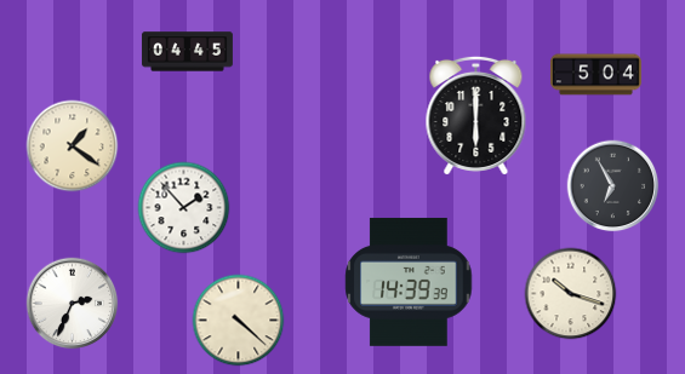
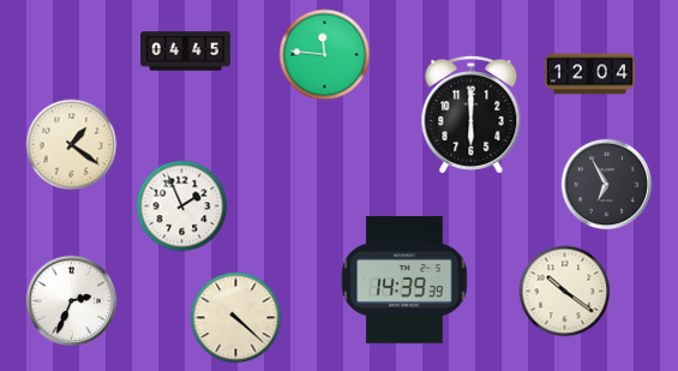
clock at (325, 55): none -> 11:46
clock at (595, 75): 5:04 -> 12:04
clock at (184, 208): 1:53 -> 1:56
clock at (571, 294): 10:18 -> 10:21
